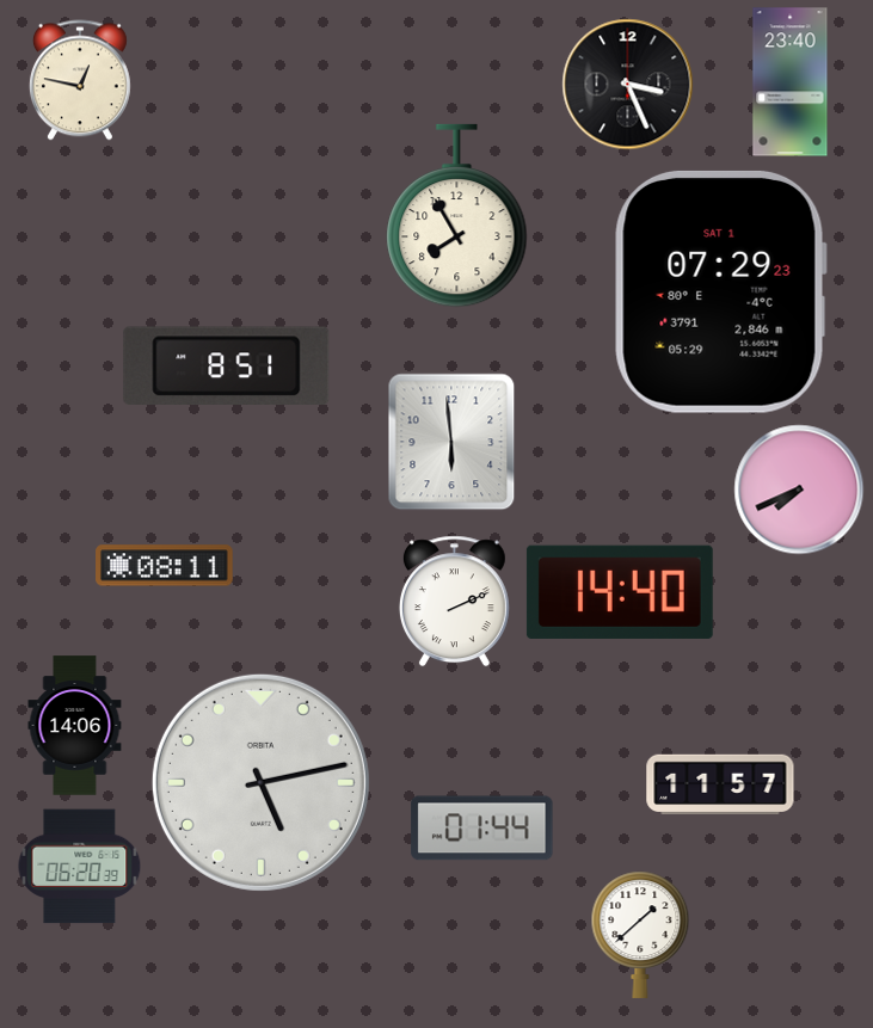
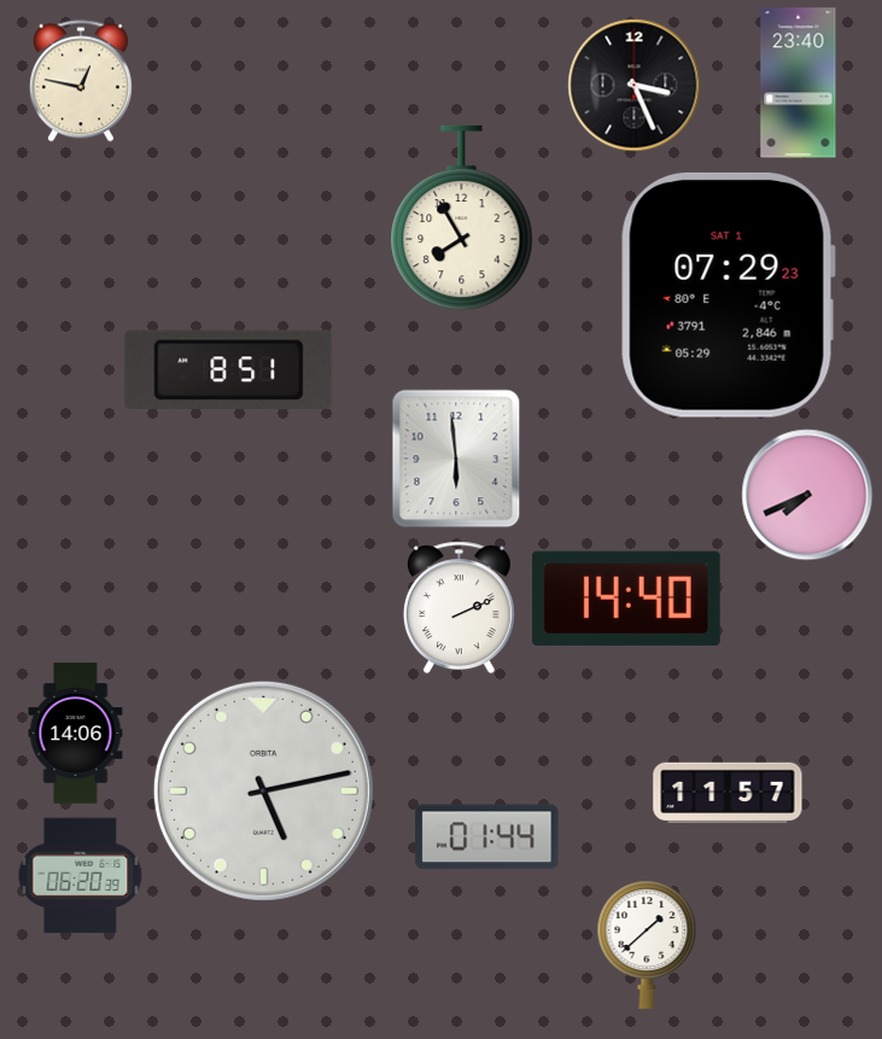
clock at (451, 442) position: (451, 442) -> (456, 459)
clock at (165, 566): 08:11 -> none
